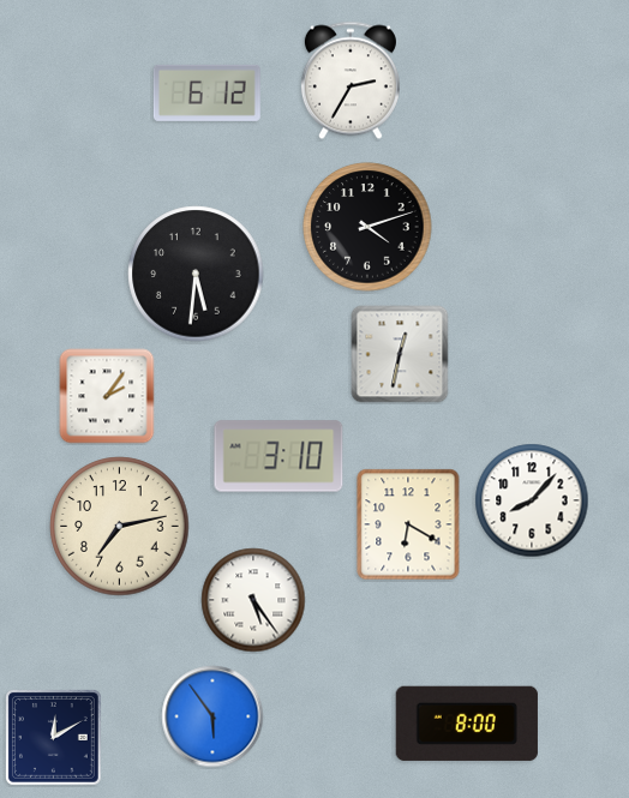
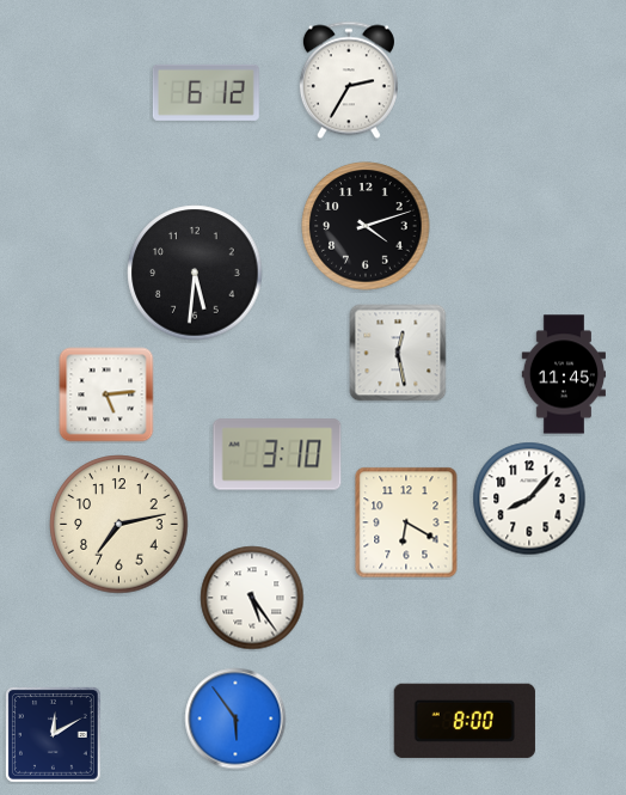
clock at (400, 354): 12:32 -> 12:28
clock at (563, 374): none -> 11:45
clock at (107, 396): 2:06 -> 5:14
clock at (212, 716) position: (212, 716) -> (235, 718)
